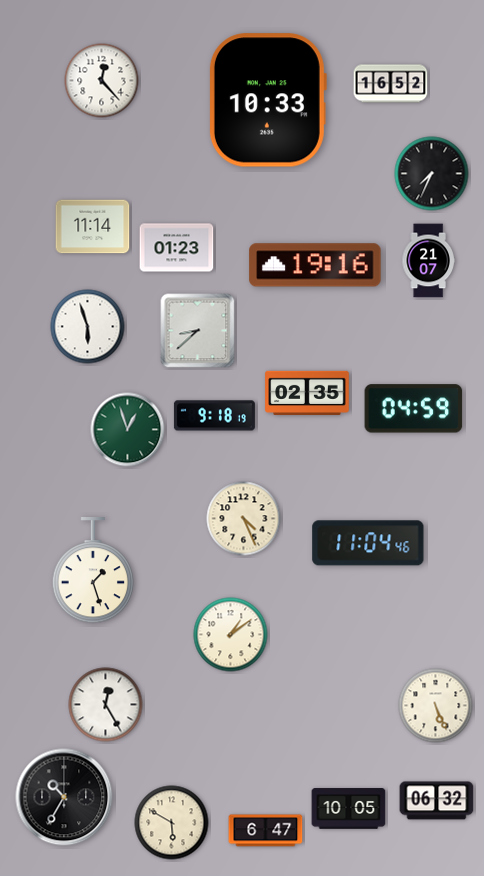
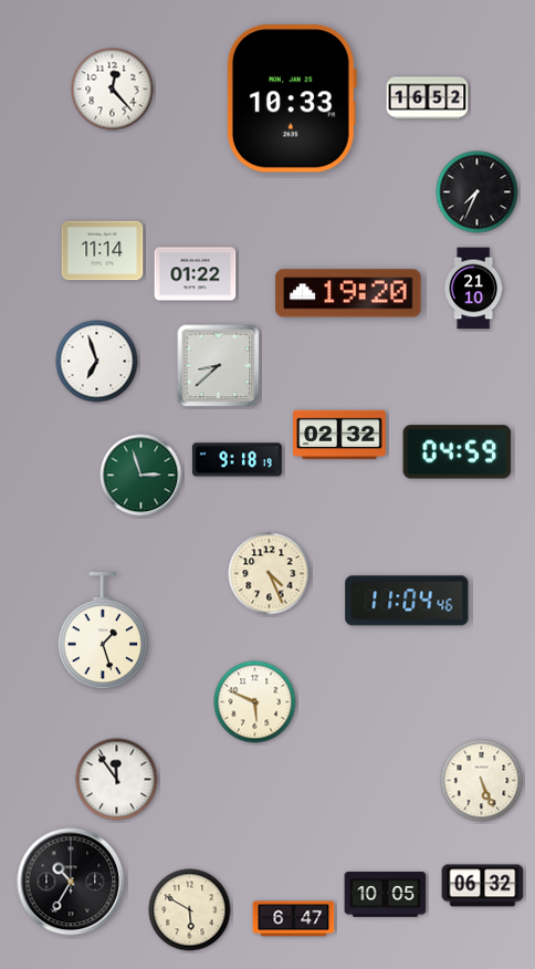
clock at (391, 84) position: (391, 84) -> (428, 98)
clock at (267, 100) position: (267, 100) -> (291, 98)
clock at (177, 248): 01:23 -> 01:22
clock at (428, 261): 21:07 -> 21:10
clock at (315, 265): 19:16 -> 19:20
clock at (88, 327): 5:57 -> 6:57
clock at (307, 393): 02:35 -> 02:32
clock at (128, 430): 12:57 -> 2:57
clock at (231, 635): 1:09 -> 5:49
clock at (106, 705): 12:25 -> 11:54
